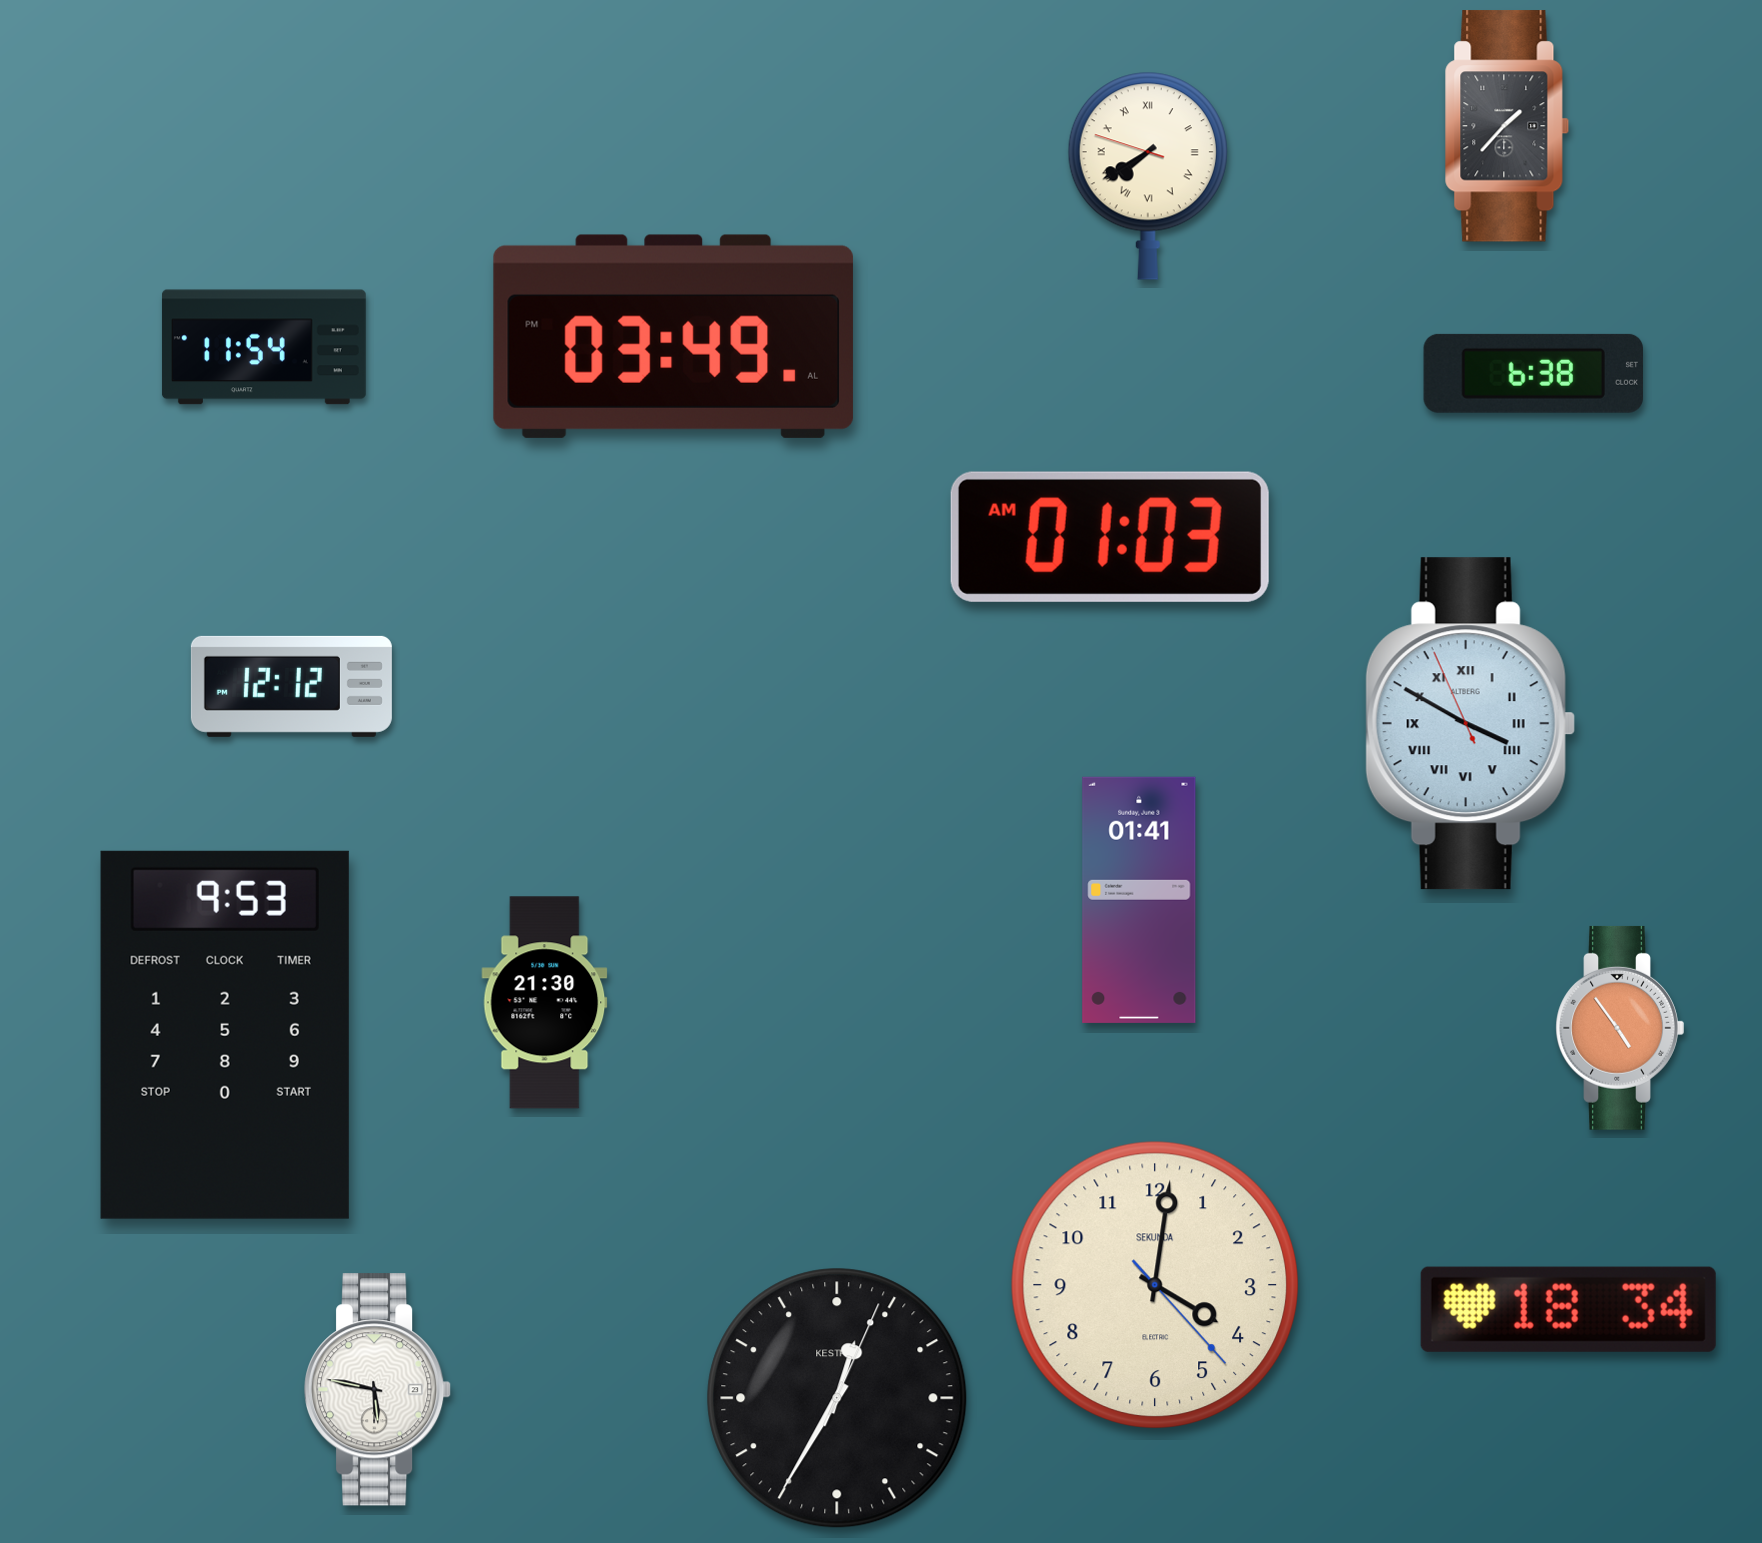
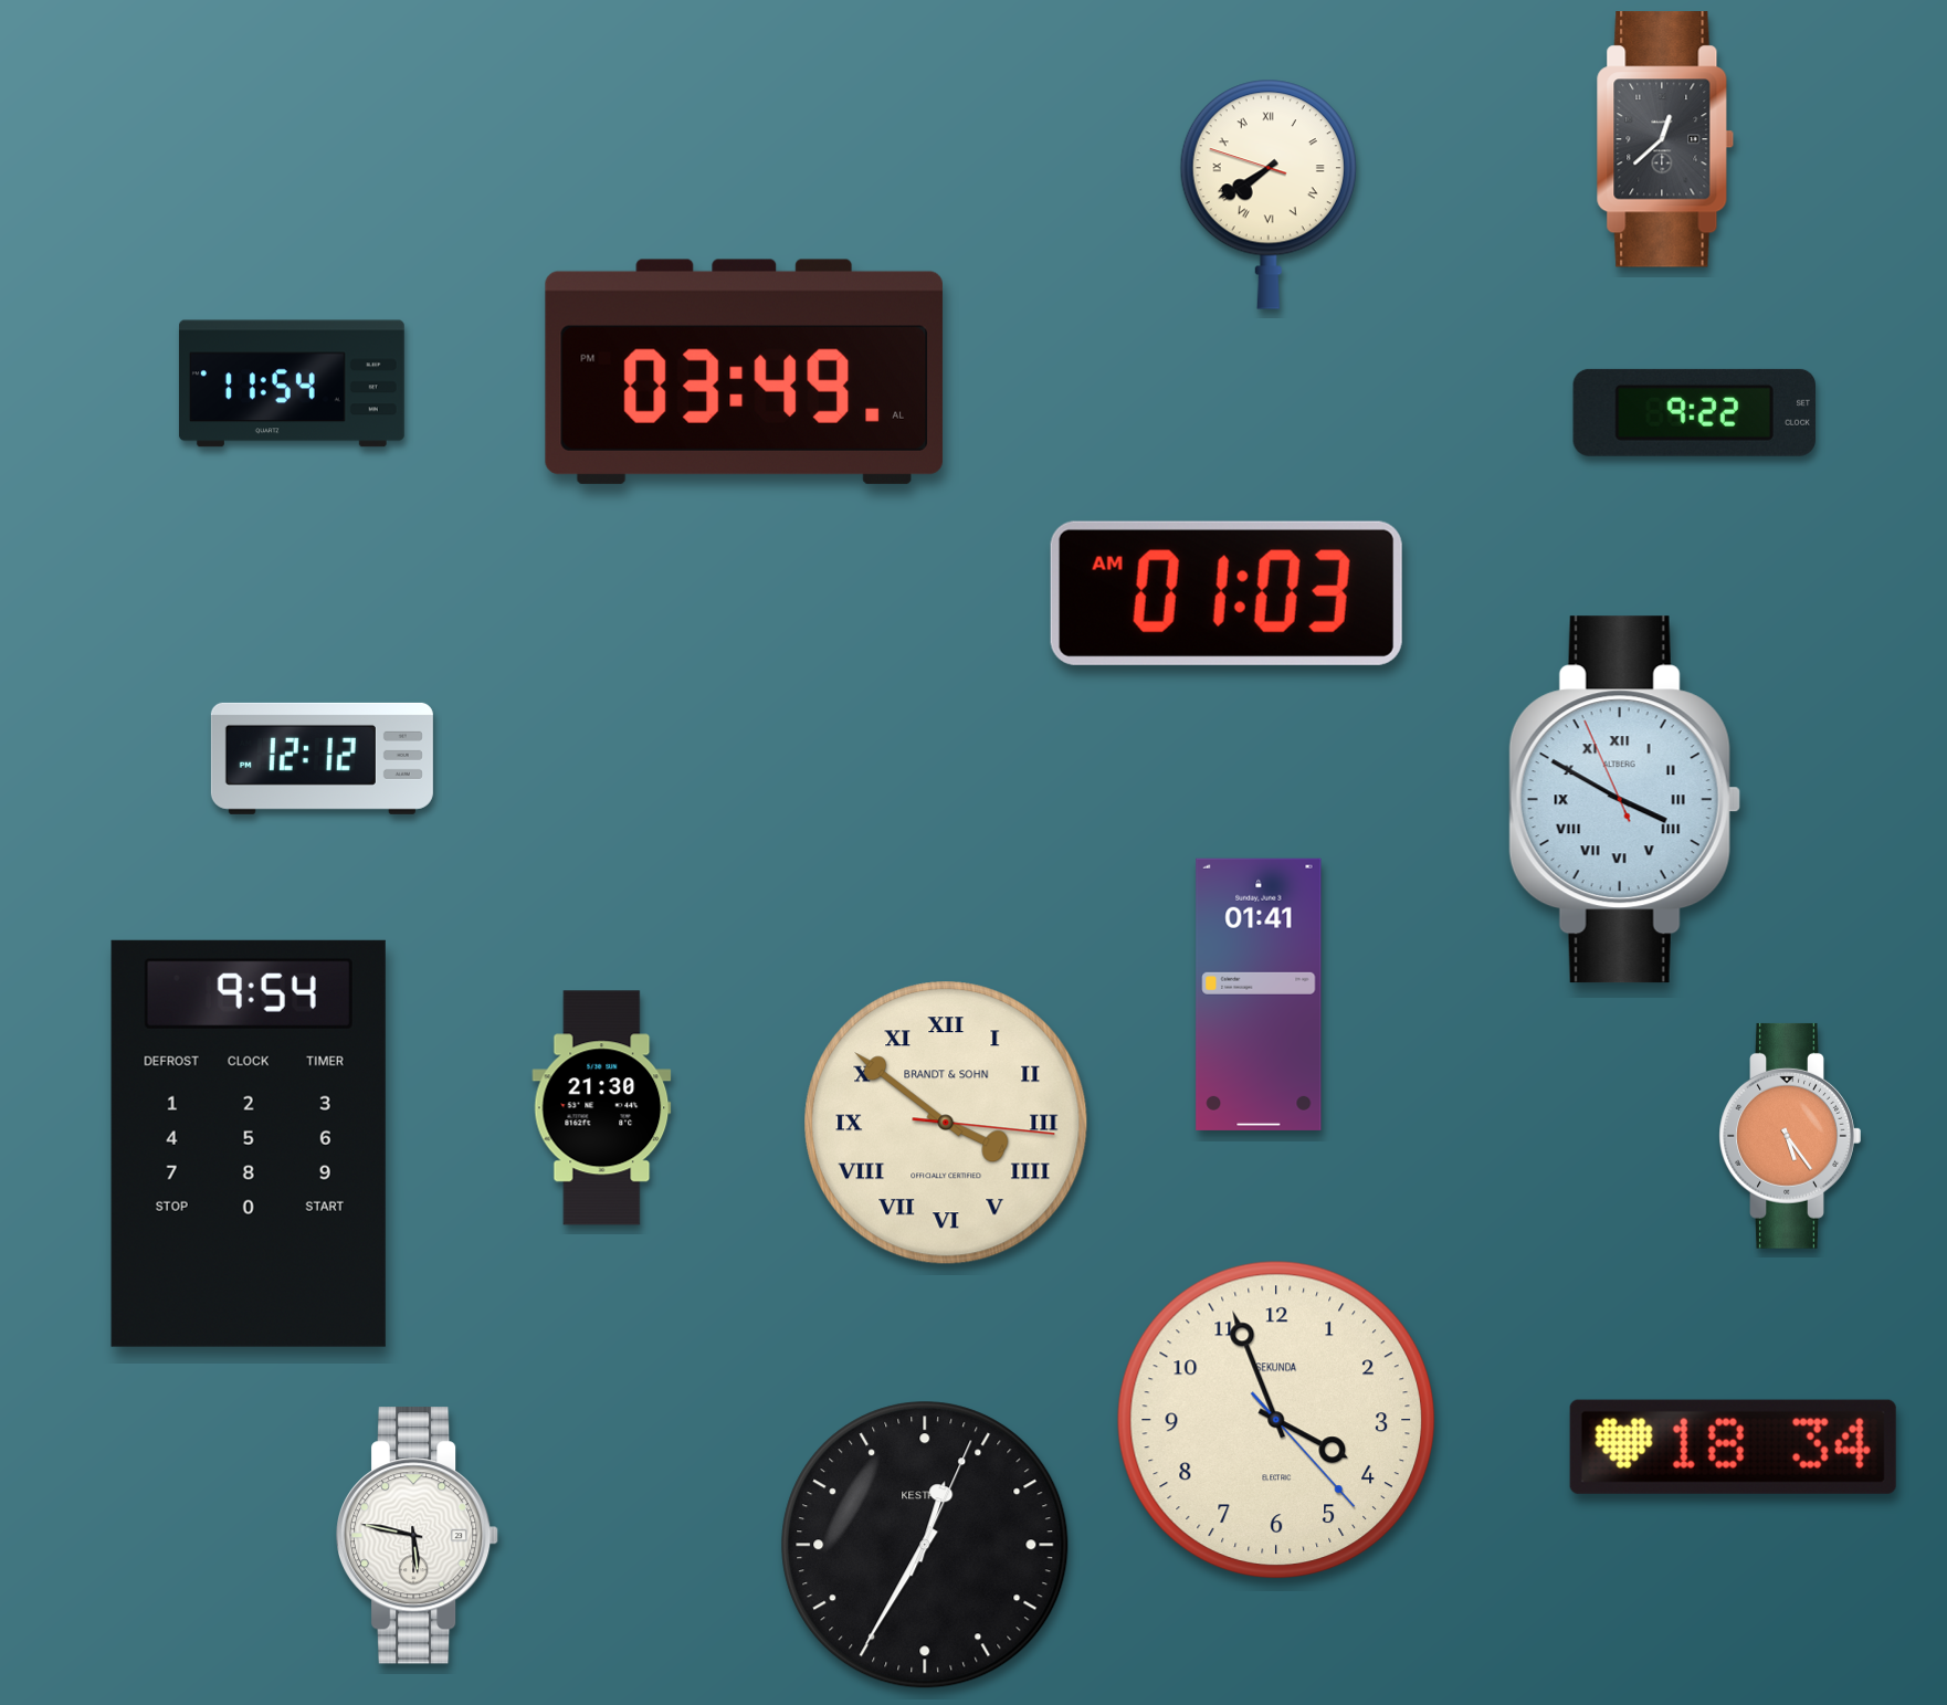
clock at (1507, 126): 1:37 -> 12:38
clock at (1533, 373): 6:38 -> 9:22
clock at (946, 1123): none -> 3:51
clock at (1620, 1028): 4:54 -> 5:24
clock at (225, 1035): 9:53 -> 9:54
clock at (1154, 1284): 4:01 -> 3:56
